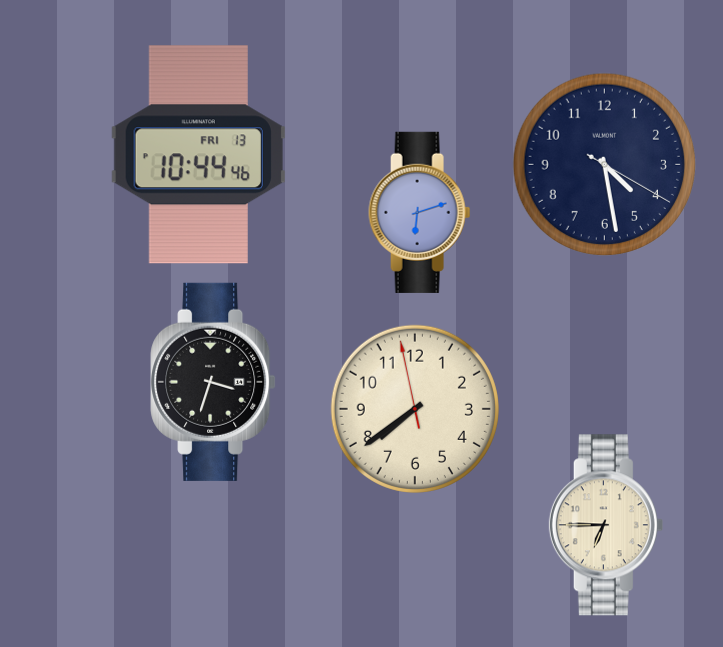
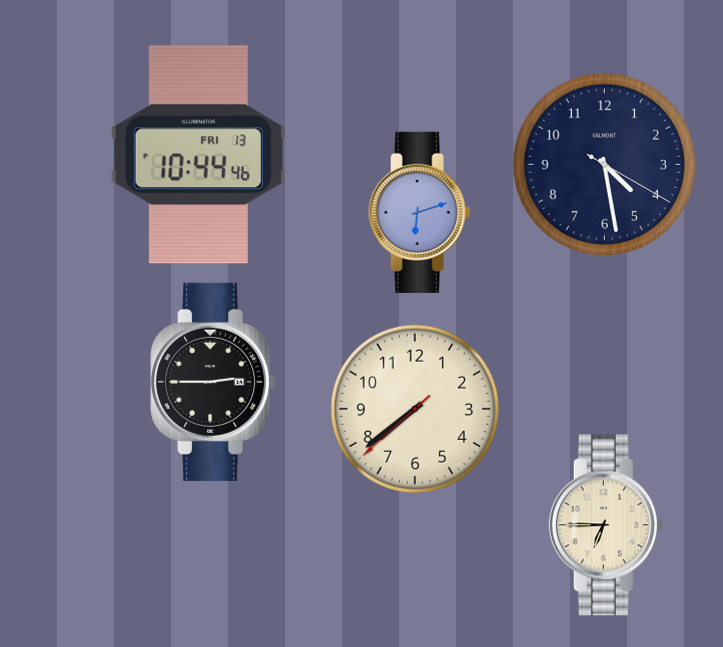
clock at (213, 382): 3:33 -> 2:45
clock at (415, 409): 7:38:58 -> 7:38:38
